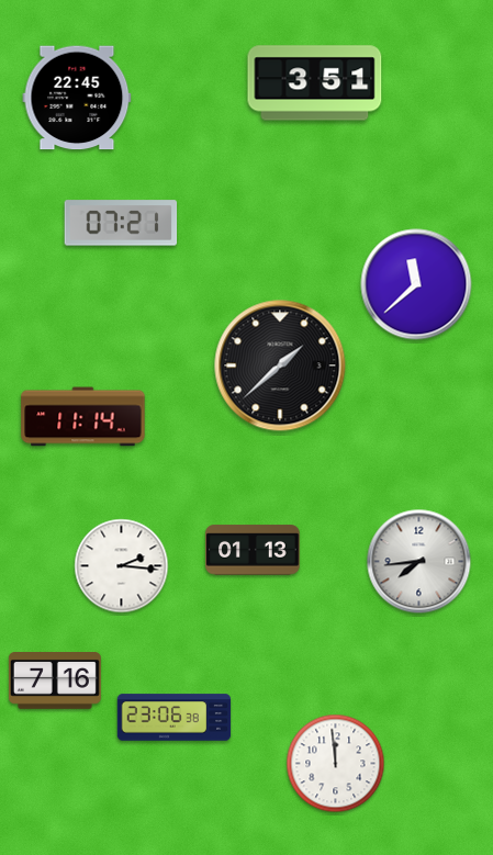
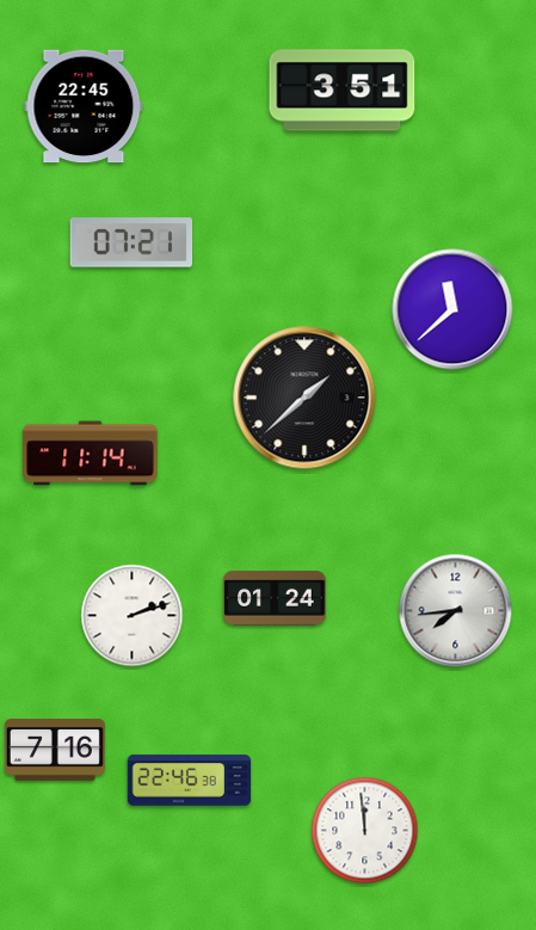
clock at (253, 550): 01:13 -> 01:24
clock at (122, 566): 2:16 -> 2:12
clock at (55, 682) position: (55, 682) -> (55, 751)
clock at (175, 718): 23:06 -> 22:46
